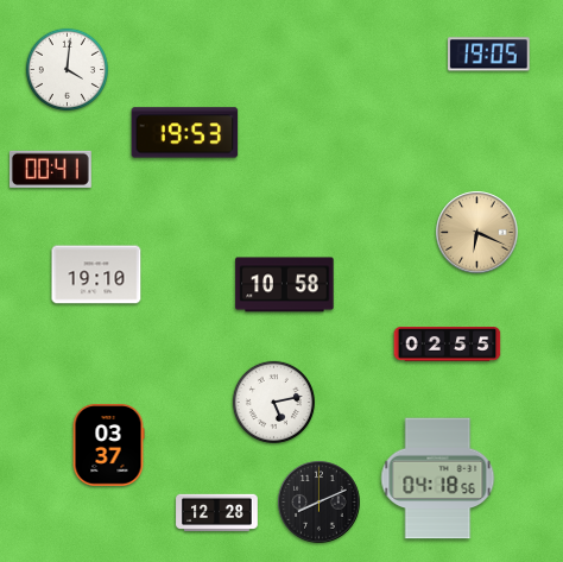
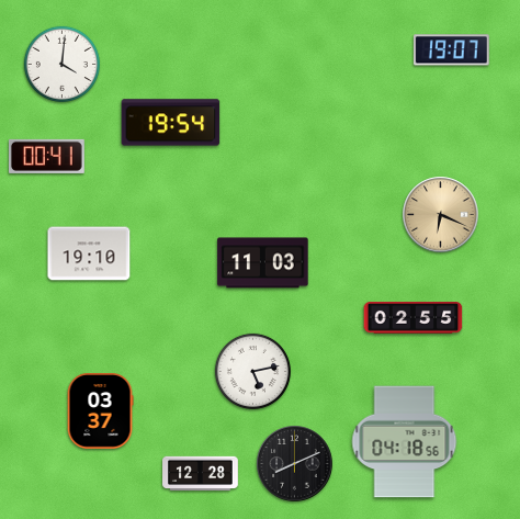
clock at (488, 55): 19:05 -> 19:07
clock at (185, 133): 19:53 -> 19:54
clock at (285, 285): 10:58 -> 11:03
